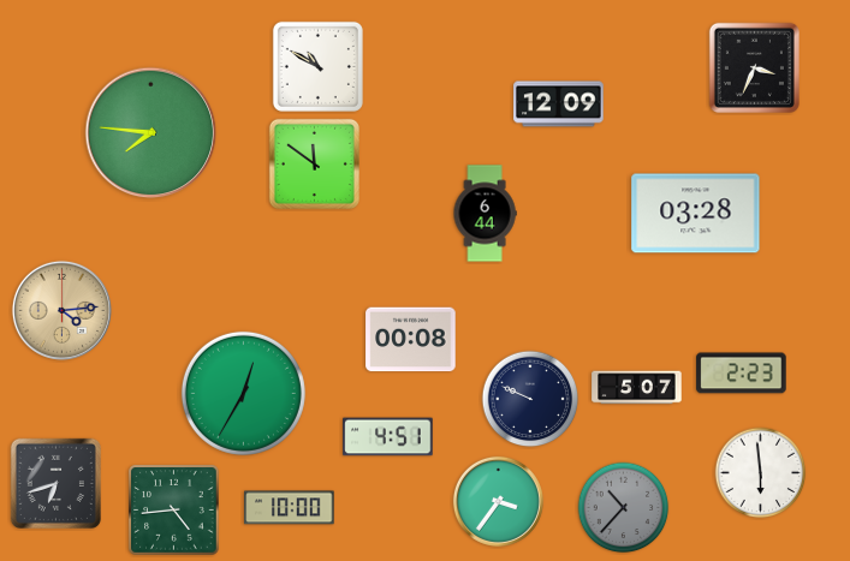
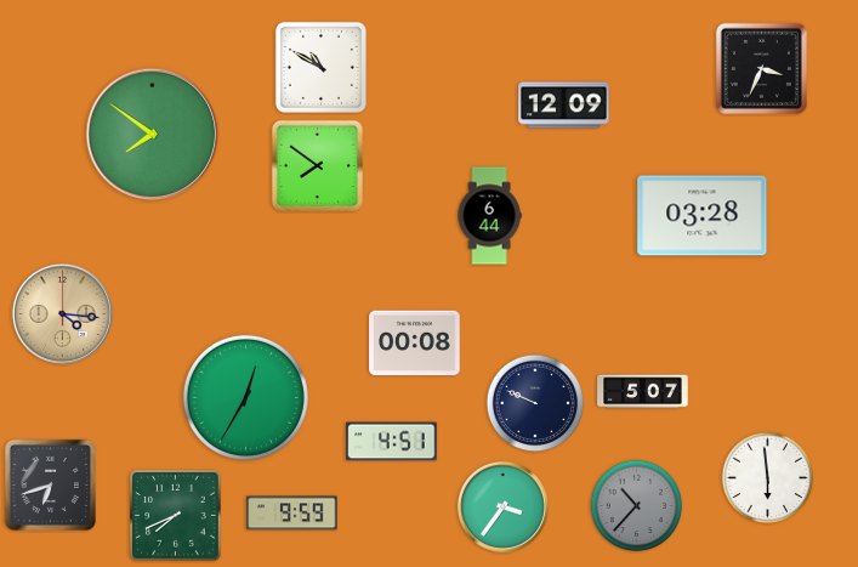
clock at (151, 133): 7:46 -> 7:51
clock at (314, 163): 11:51 -> 7:51
clock at (61, 310): 4:14 -> 4:16
clock at (742, 374): 2:23 -> none
clock at (55, 483) position: (55, 483) -> (50, 484)
clock at (290, 508): 10:00 -> 9:59
clock at (624, 508) position: (624, 508) -> (637, 506)
clock at (174, 511): 4:44 -> 7:41
